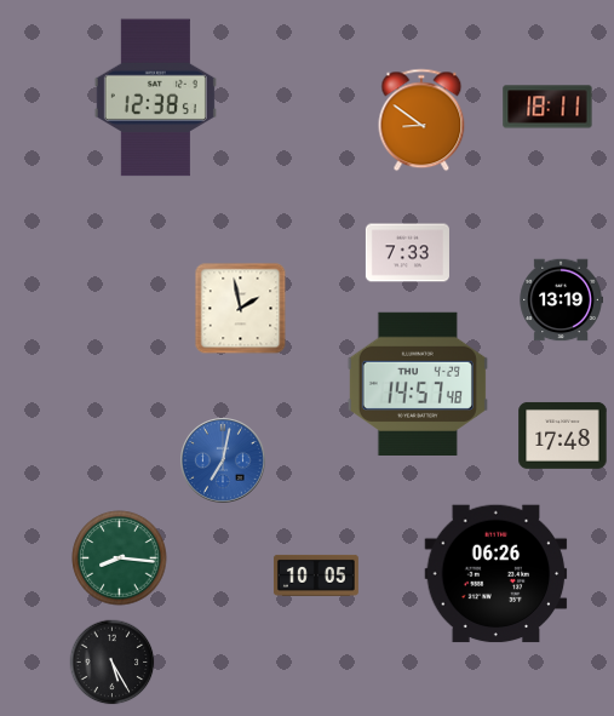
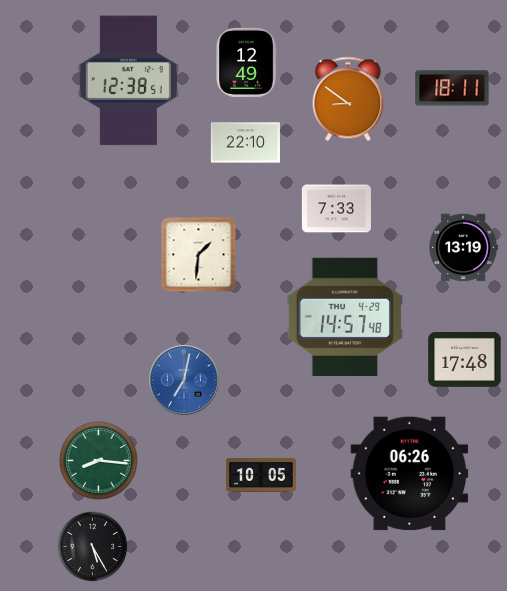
clock at (246, 62): none -> 12:49
clock at (245, 143): none -> 22:10
clock at (241, 309): 1:58 -> 1:31
